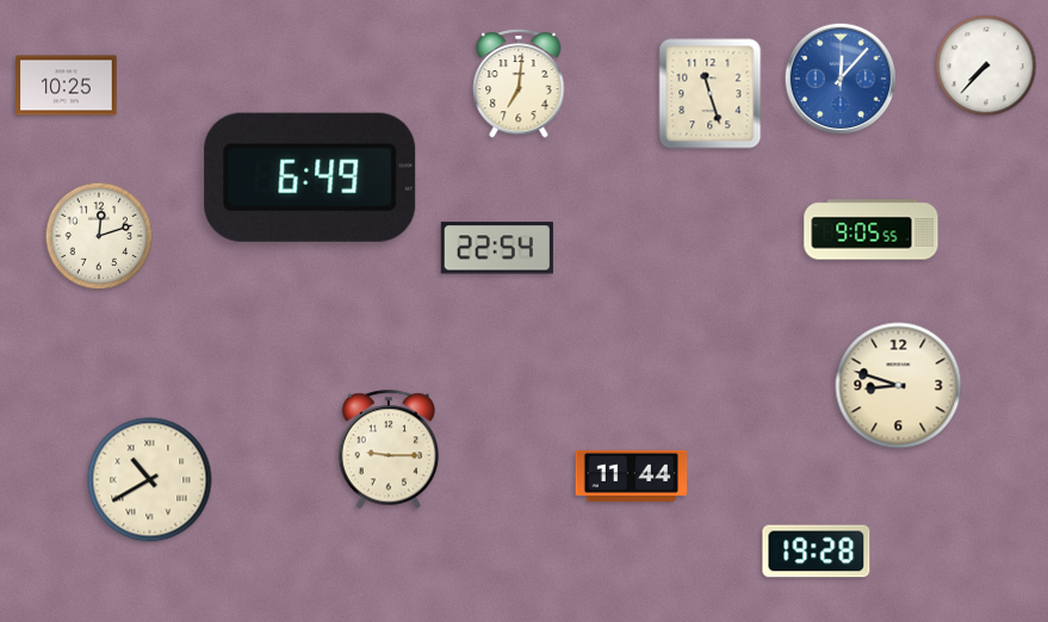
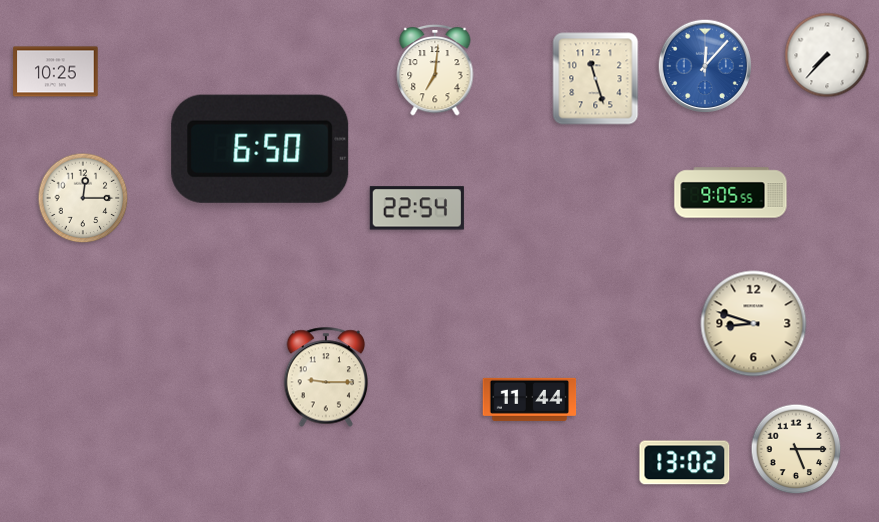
clock at (310, 178): 6:49 -> 6:50
clock at (99, 236): 12:12 -> 12:15
clock at (150, 480): 10:40 -> none
clock at (796, 449): none -> 5:15
clock at (817, 552): 19:28 -> 13:02
